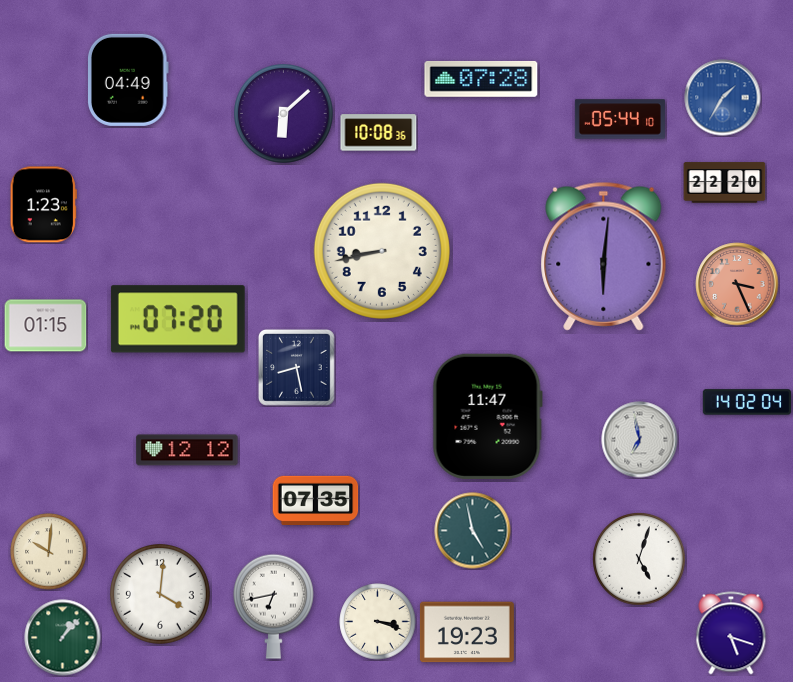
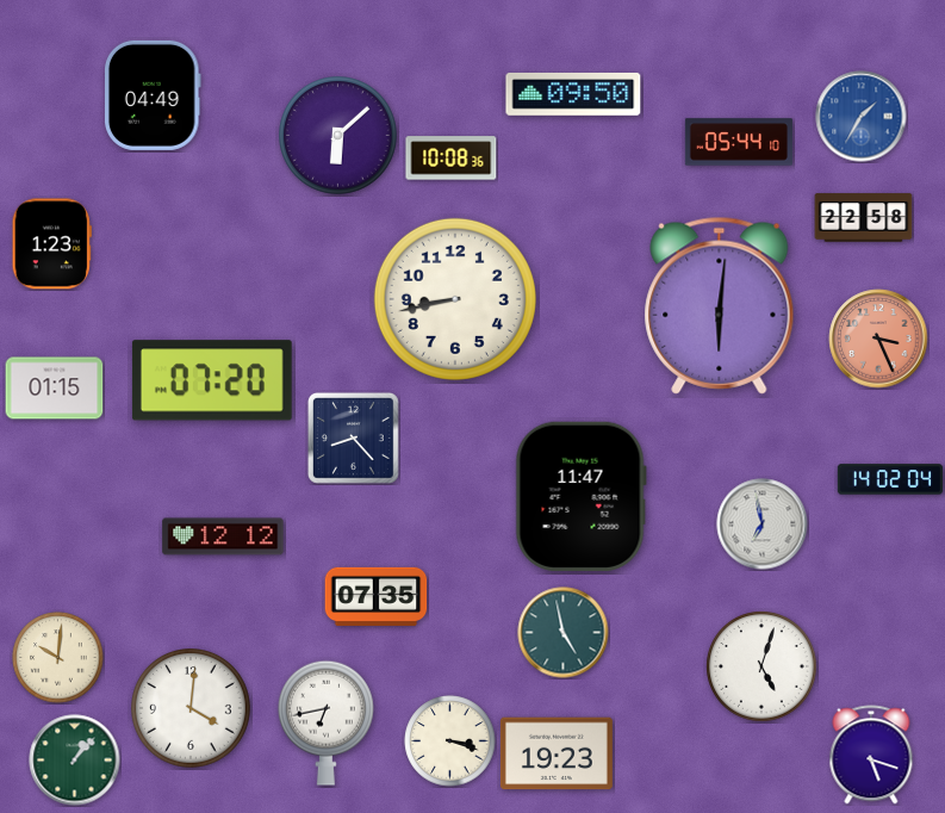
clock at (481, 79): 07:28 -> 09:50
clock at (725, 183): 22:20 -> 22:58
clock at (296, 367): 8:28 -> 8:23
